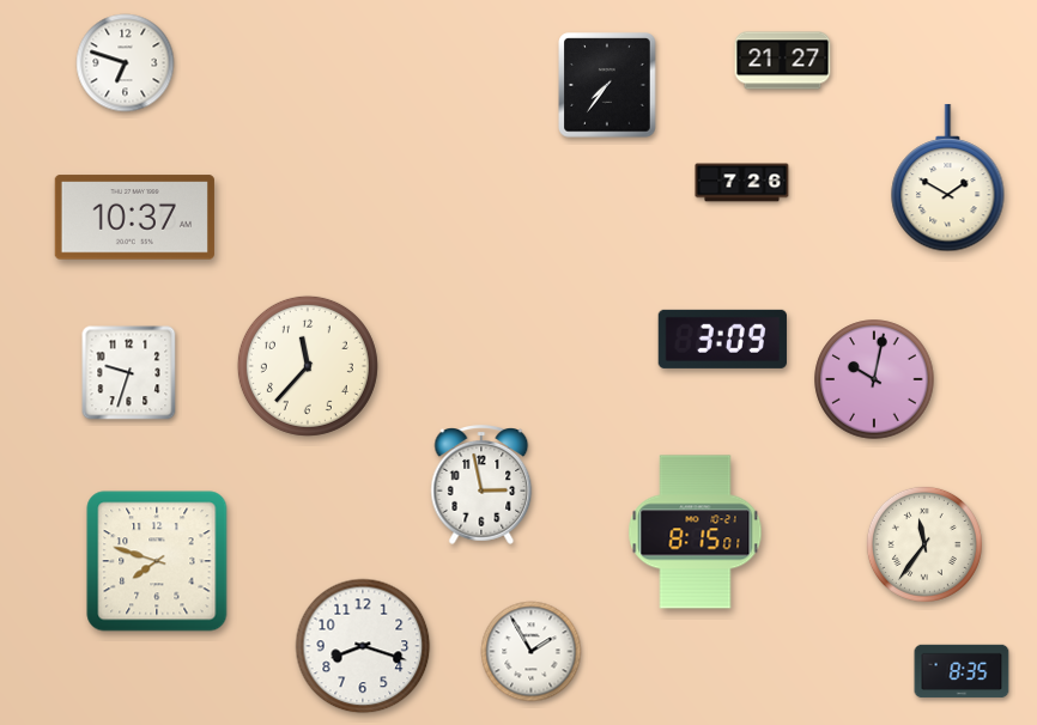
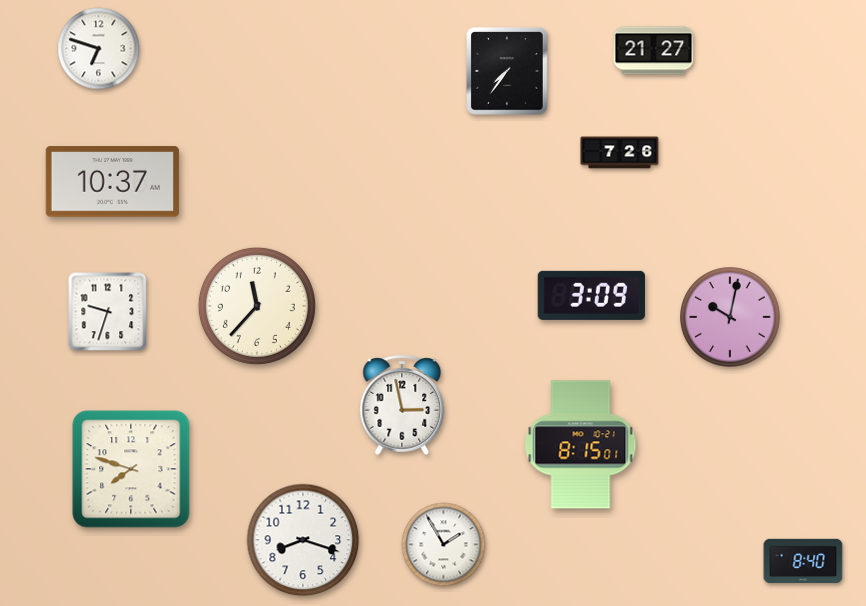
clock at (126, 63) position: (126, 63) -> (99, 49)
clock at (948, 178): 1:50 -> none
clock at (722, 339) position: (722, 339) -> (591, 295)
clock at (924, 544): 11:36 -> none
clock at (962, 671): 8:35 -> 8:40
